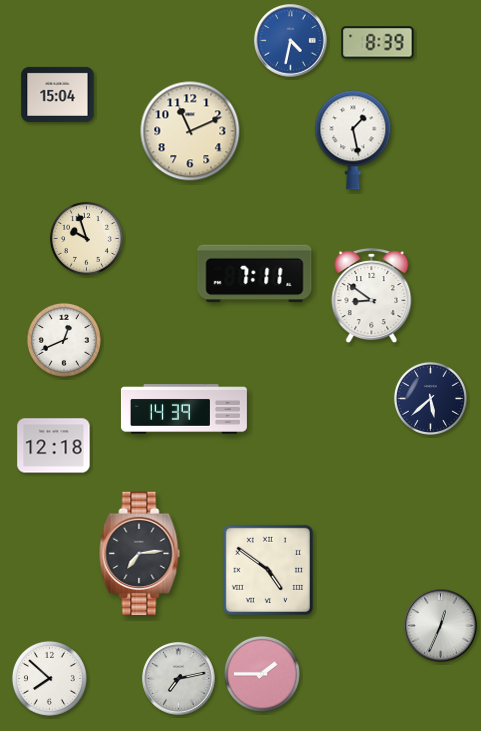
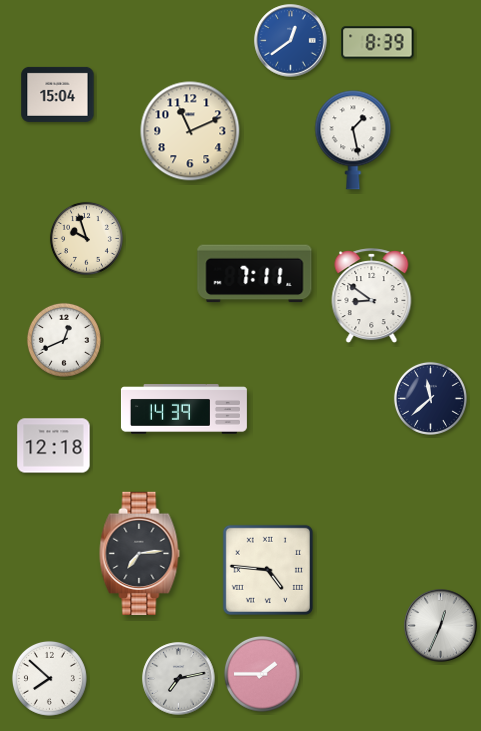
clock at (291, 41): 4:32 -> 12:39
clock at (430, 398): 5:38 -> 11:38
clock at (268, 570): 4:51 -> 4:46
